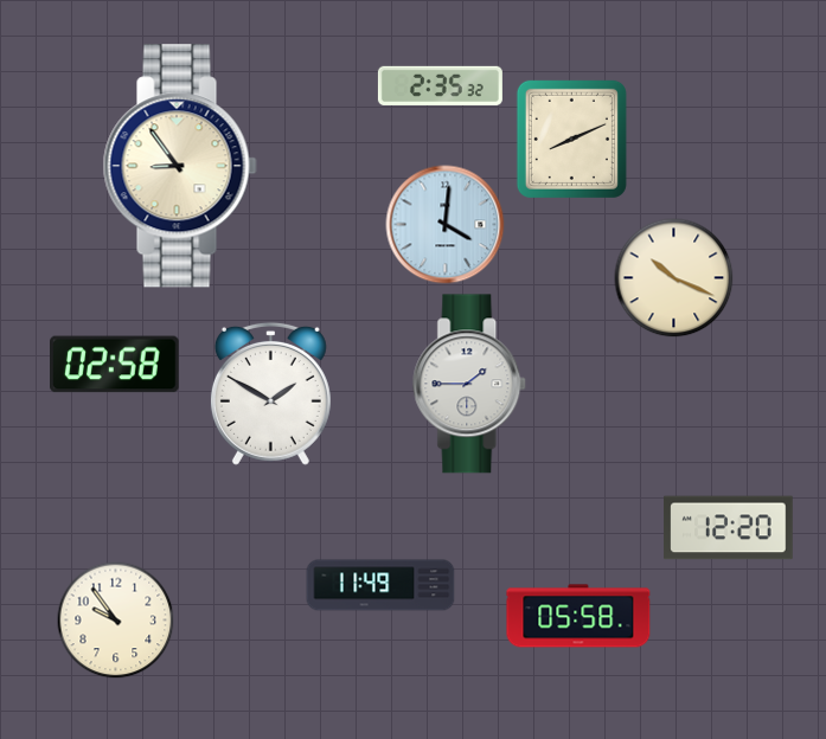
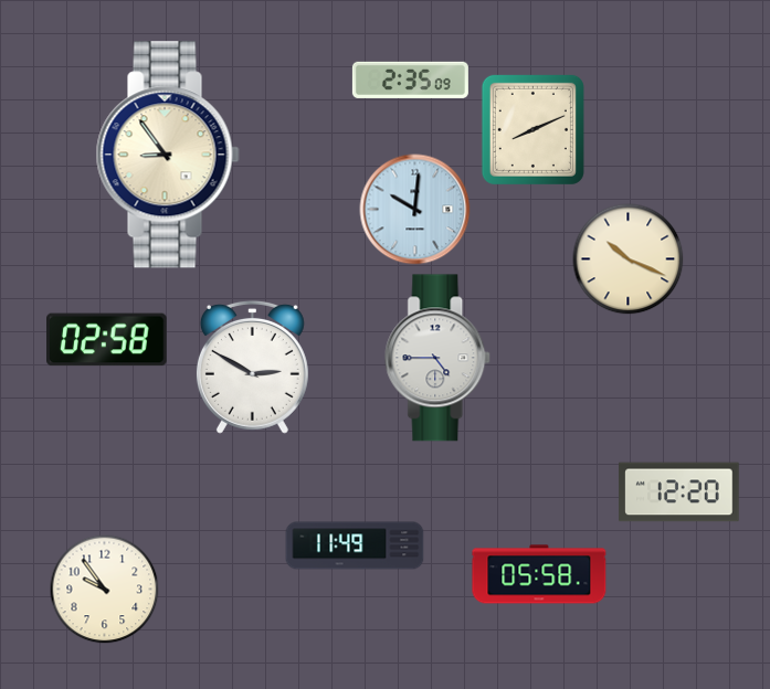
clock at (440, 85): 2:35:32 -> 2:35:09
clock at (446, 225): 4:01 -> 10:01
clock at (470, 384): 1:45 -> 4:45
clock at (270, 393): 1:50 -> 2:50
clock at (116, 621) position: (116, 621) -> (105, 590)
